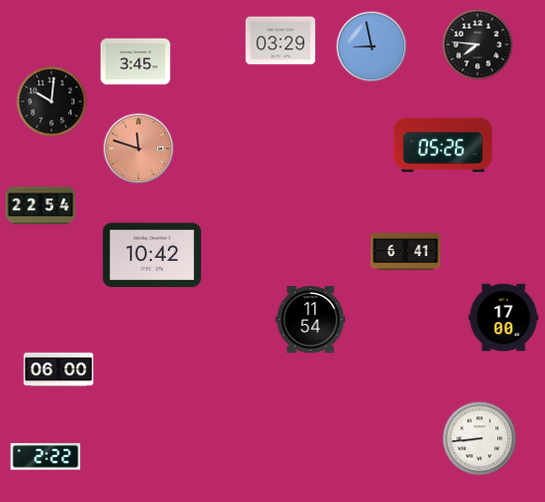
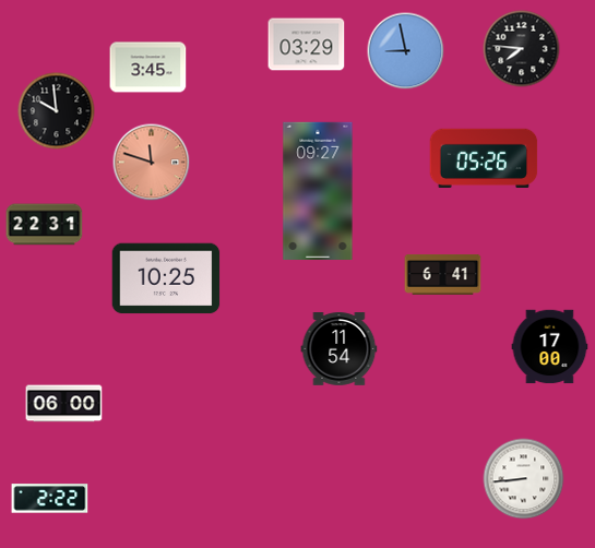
clock at (52, 102): 10:01 -> 9:59
clock at (318, 190): none -> 09:27
clock at (41, 206): 22:54 -> 22:31
clock at (152, 255): 10:42 -> 10:25
